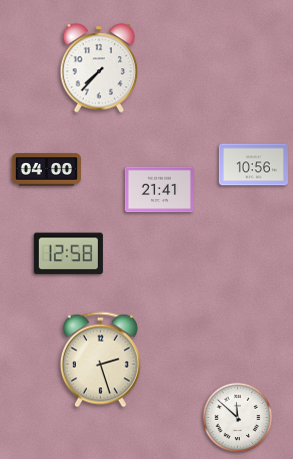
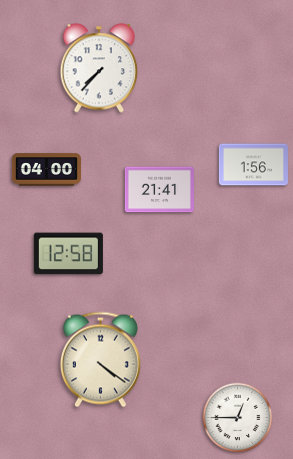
clock at (253, 165): 10:56 -> 1:56
clock at (100, 360): 2:27 -> 4:21
clock at (238, 418): 11:52 -> 12:45
